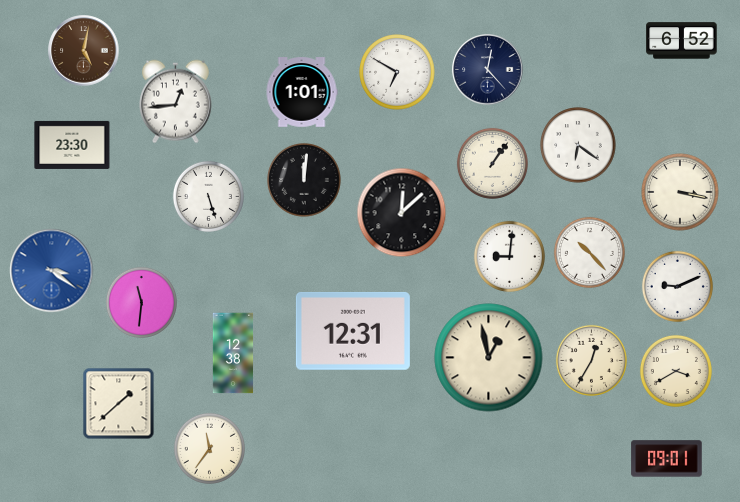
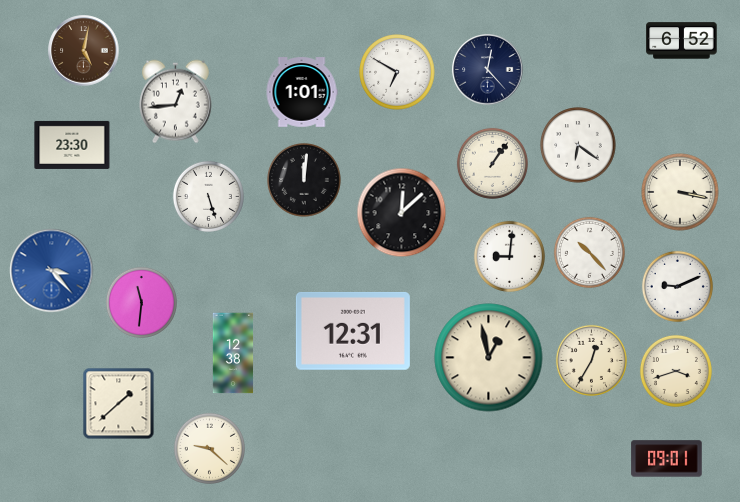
clock at (52, 271): 3:21 -> 3:23
clock at (676, 371): 3:40 -> 3:42
clock at (209, 448): 11:36 -> 9:22
